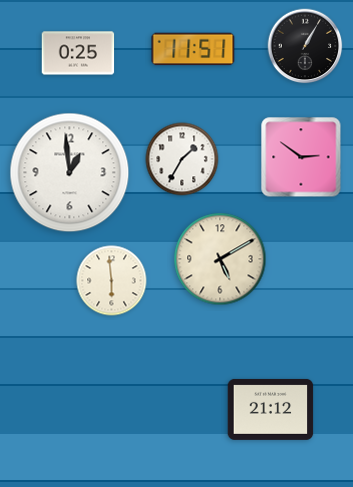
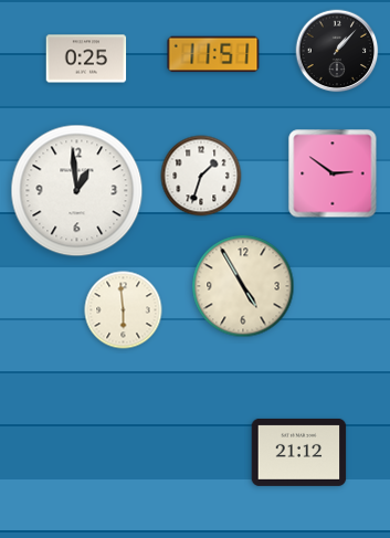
clock at (305, 46): 1:05 -> 1:07
clock at (182, 159): 1:35 -> 1:33
clock at (220, 259): 5:10 -> 4:55
